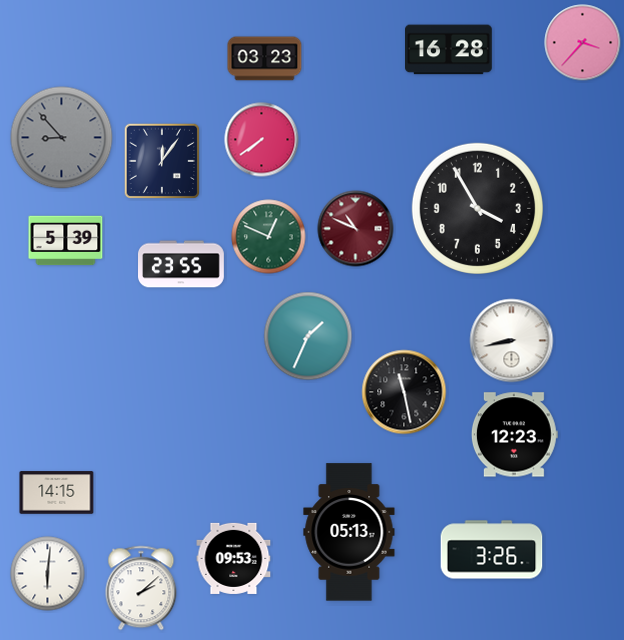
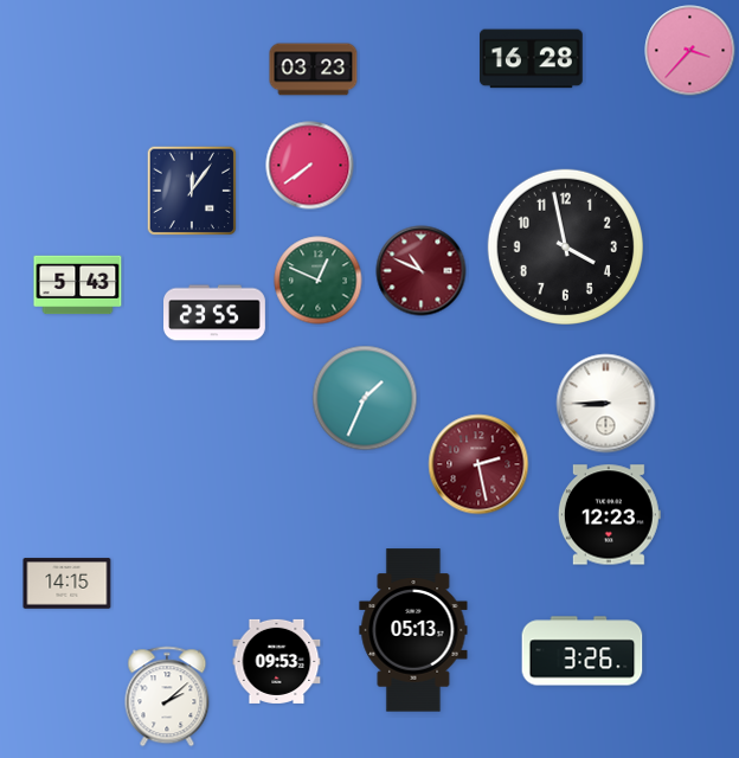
clock at (62, 138): 8:53 -> none
clock at (477, 208): 3:55 -> 3:58
clock at (66, 241): 5:39 -> 5:43
clock at (512, 341): 8:43 -> 8:45
clock at (404, 392): 11:28 -> 2:28
clock at (404, 392) dial: black -> burgundy
clock at (48, 574): 6:01 -> none
